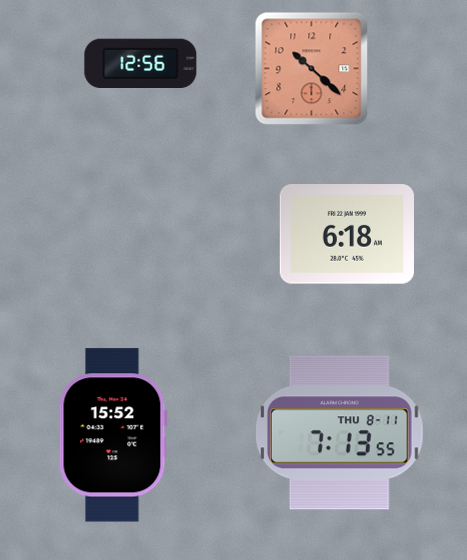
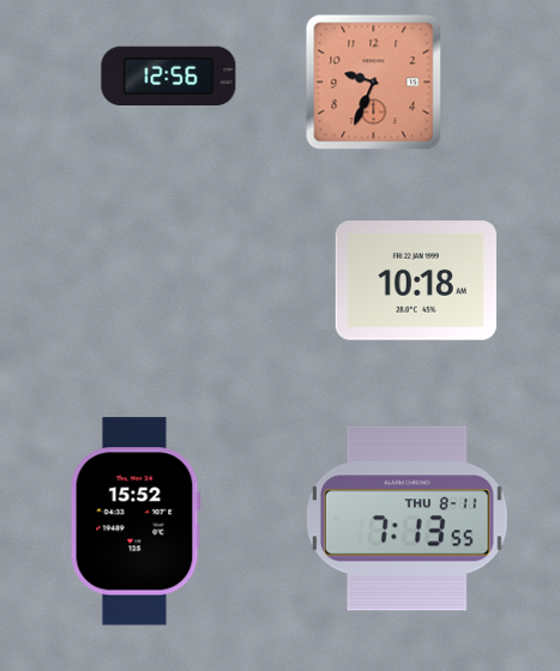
clock at (312, 69): 10:22 -> 9:34
clock at (347, 234): 6:18 -> 10:18
